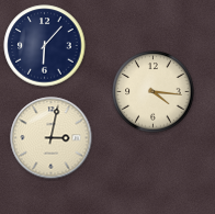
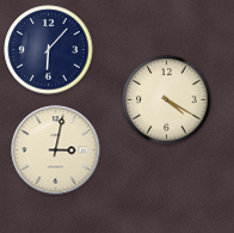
clock at (154, 92): 4:16 -> 4:20
